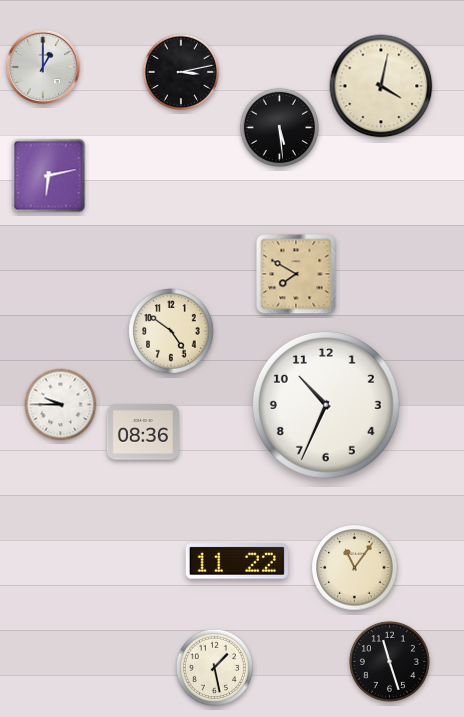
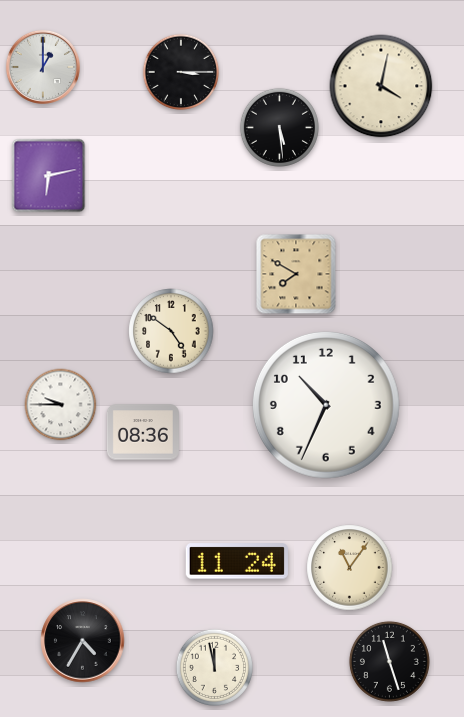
clock at (181, 72): 3:13 -> 3:15
clock at (237, 561): 11:22 -> 11:24
clock at (355, 568) position: (355, 568) -> (350, 568)
clock at (83, 641): none -> 4:35
clock at (214, 667): 1:28 -> 11:58
